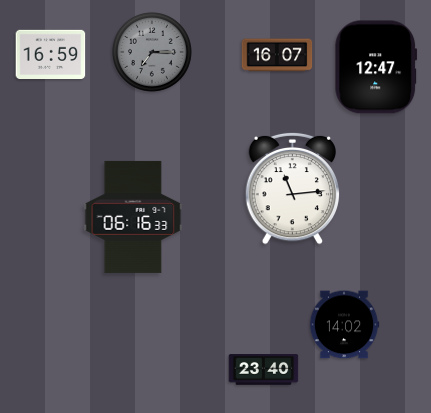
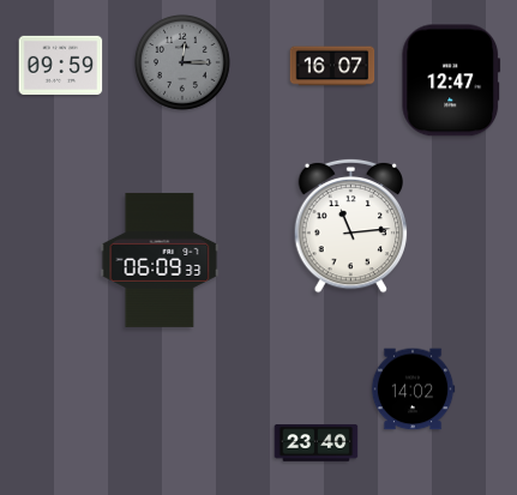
clock at (152, 52): 7:15 -> 12:15
clock at (51, 54): 16:59 -> 09:59
clock at (133, 217): 06:16 -> 06:09
